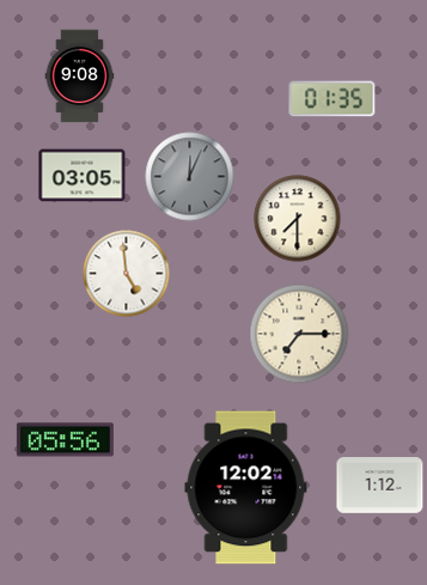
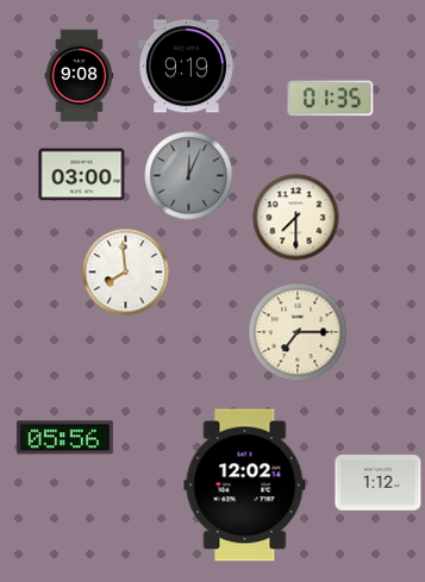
clock at (186, 67): none -> 9:19
clock at (83, 176): 03:05 -> 03:00
clock at (127, 274): 4:59 -> 7:59
